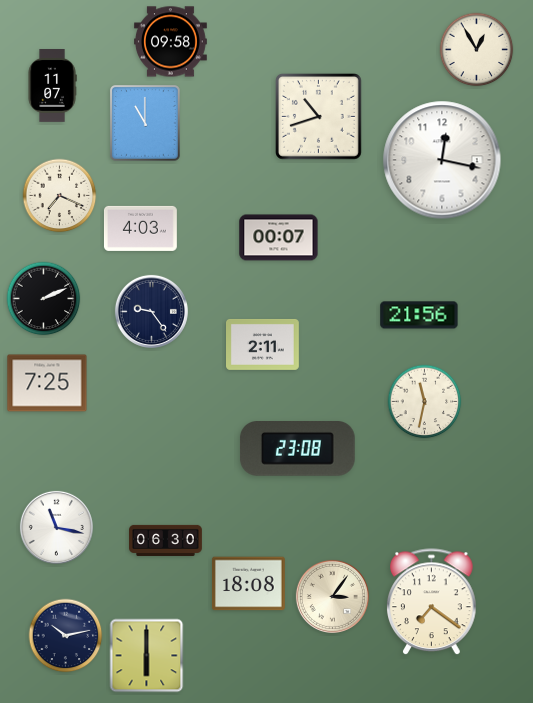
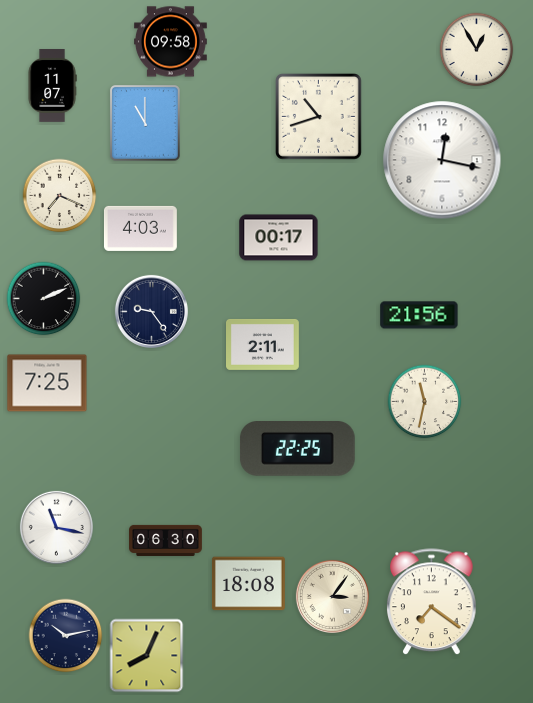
clock at (279, 238): 00:07 -> 00:17
clock at (297, 449): 23:08 -> 22:25
clock at (147, 656): 6:00 -> 8:04
